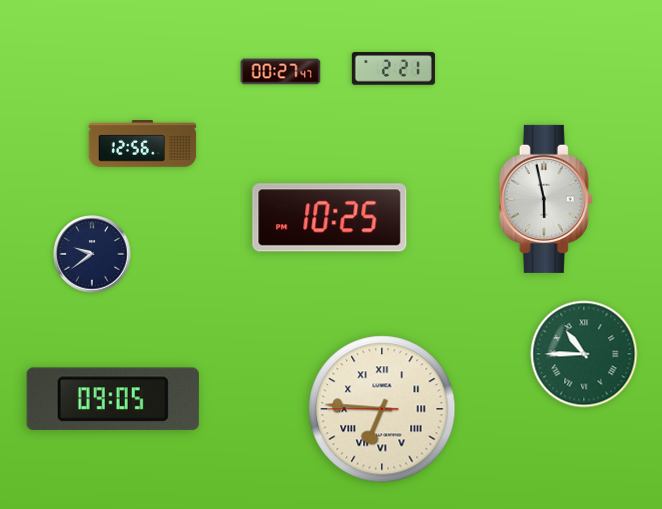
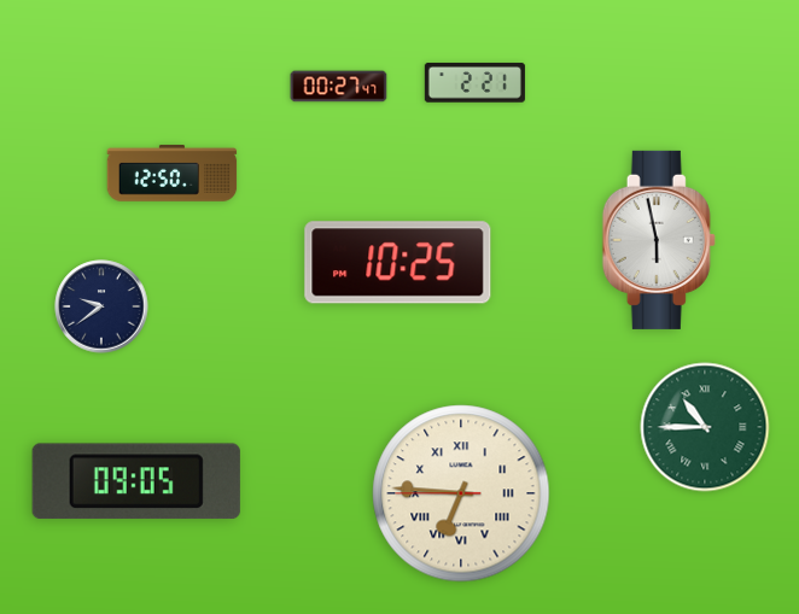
clock at (143, 144): 12:56 -> 12:50
clock at (92, 254) position: (92, 254) -> (101, 306)
